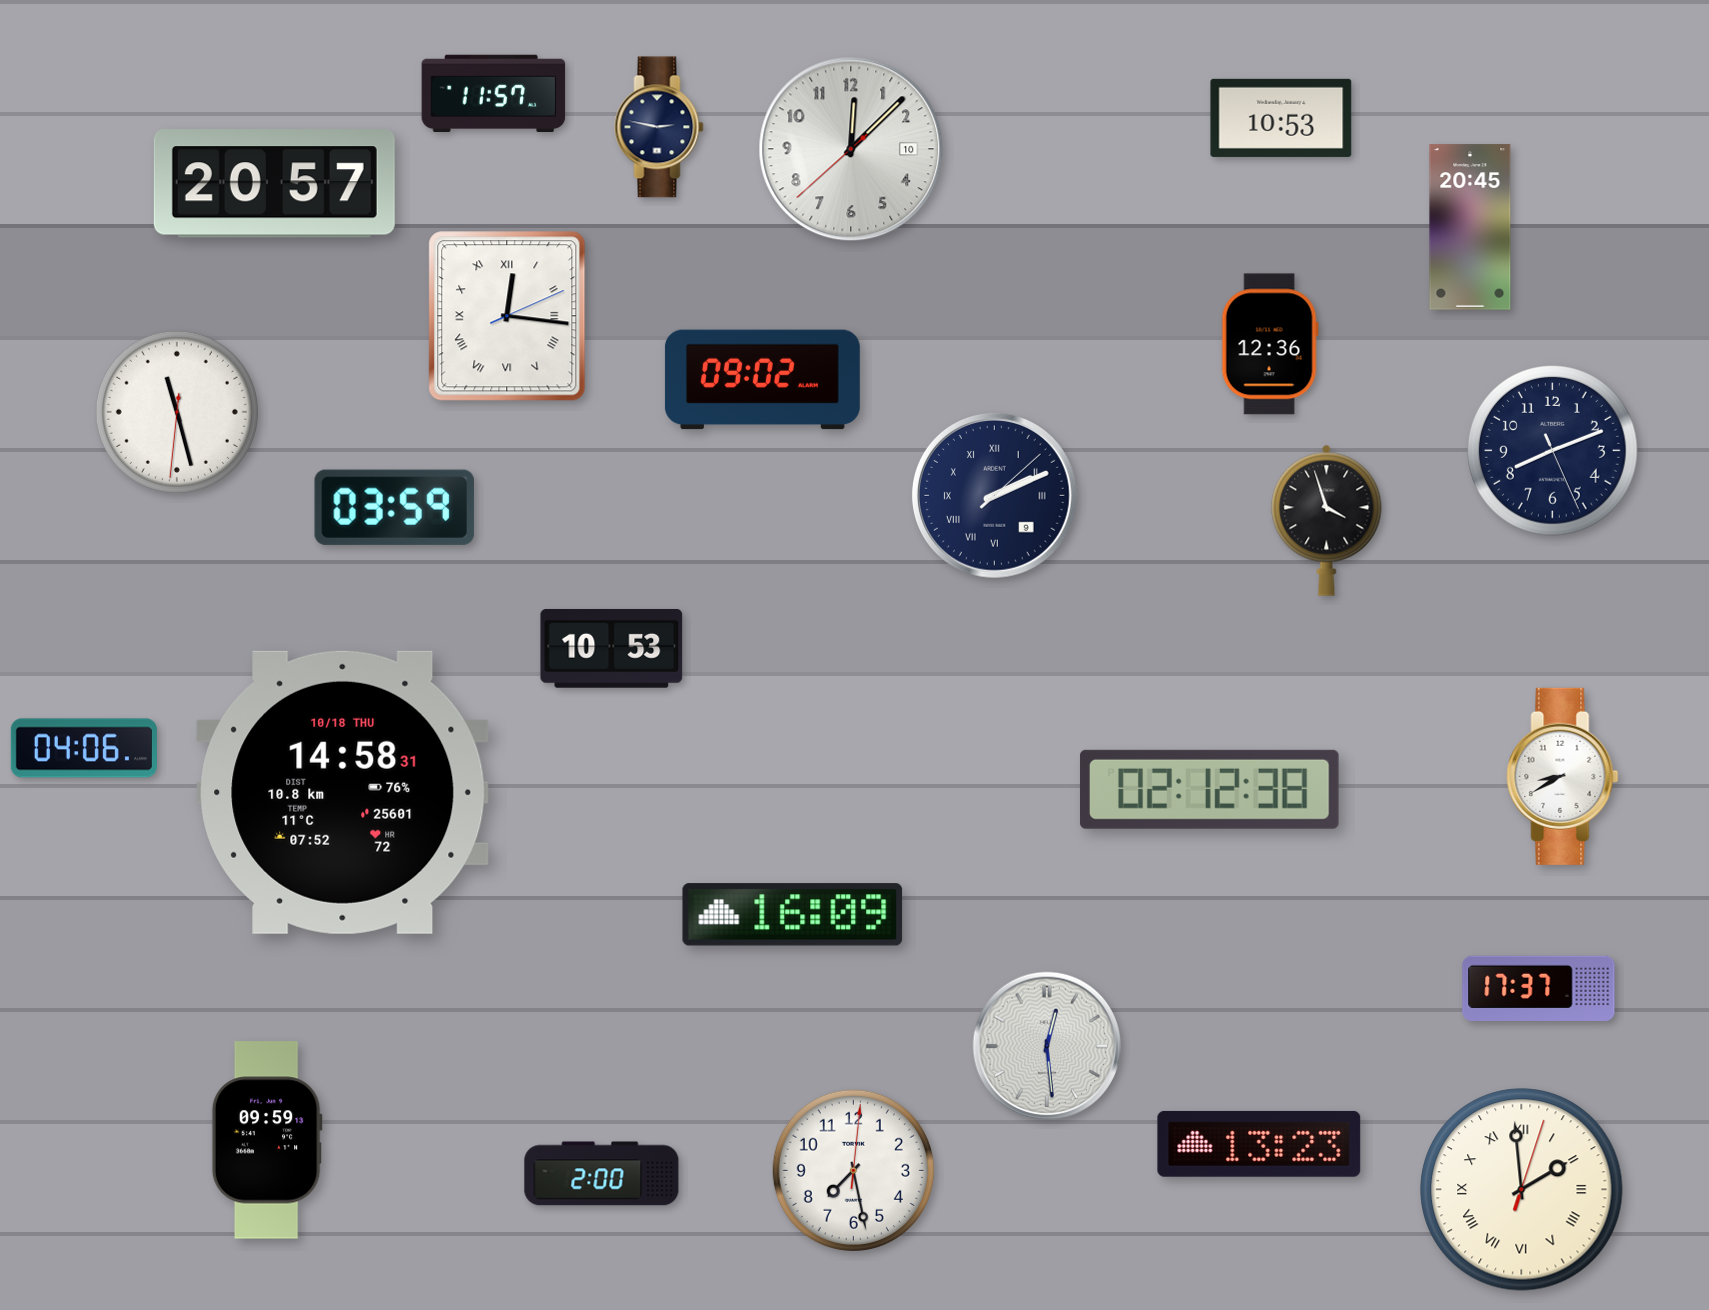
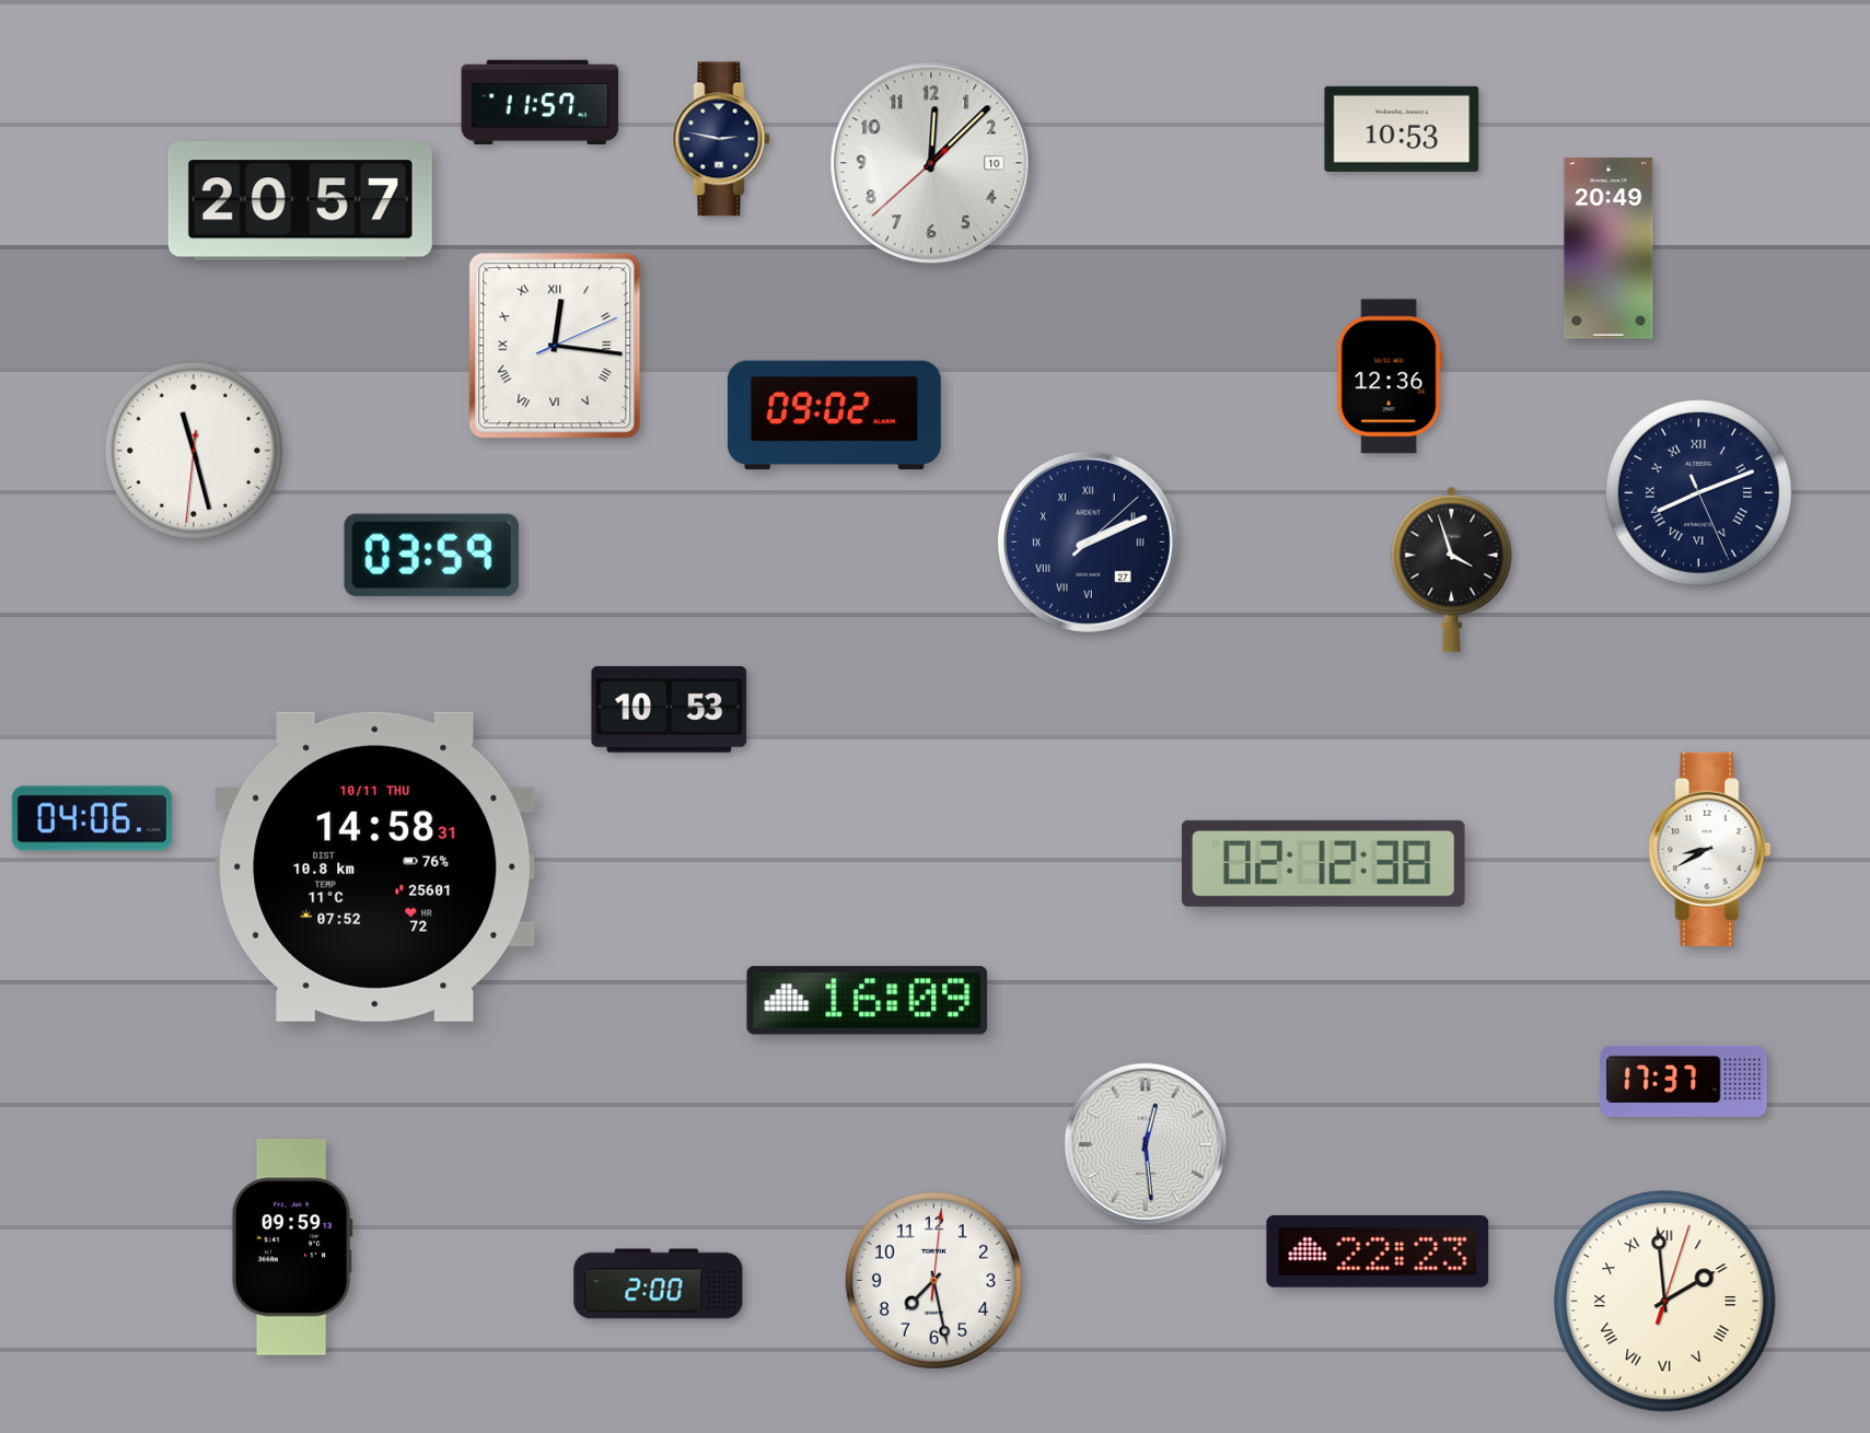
clock at (1470, 227): 20:45 -> 20:49
clock at (1553, 451) numerals: Arabic -> Roman
clock at (994, 495) date: 9 -> 27
clock at (343, 792) date: 10/18 THU -> 10/11 THU
clock at (1259, 1144): 13:23 -> 22:23
